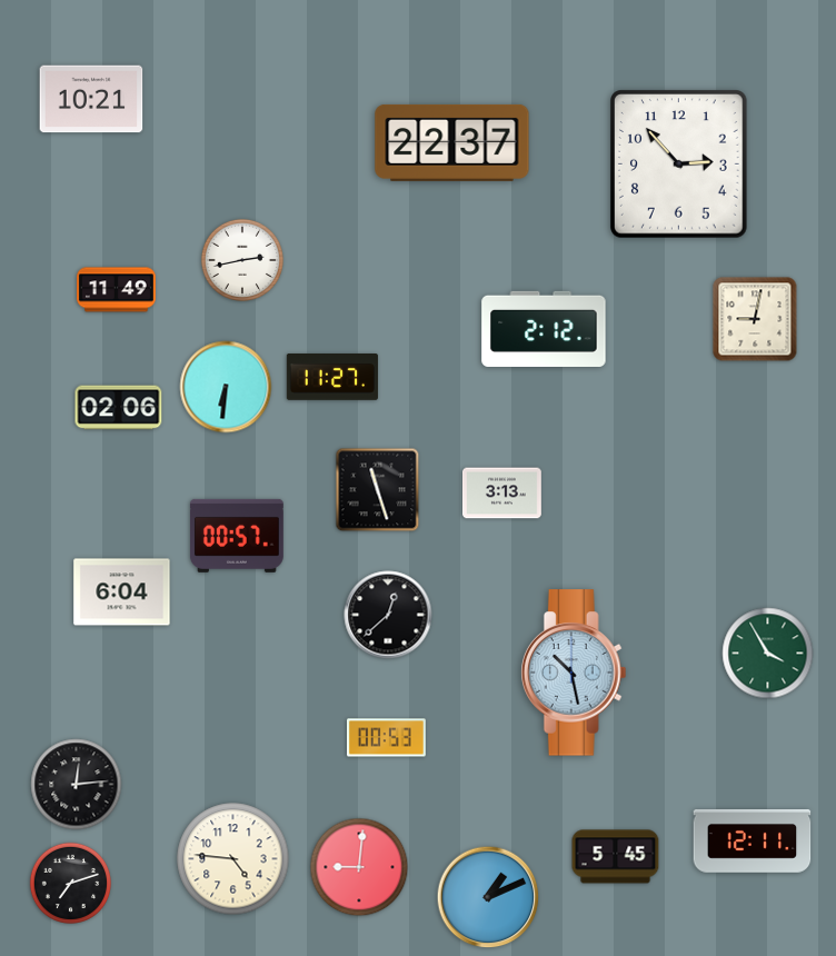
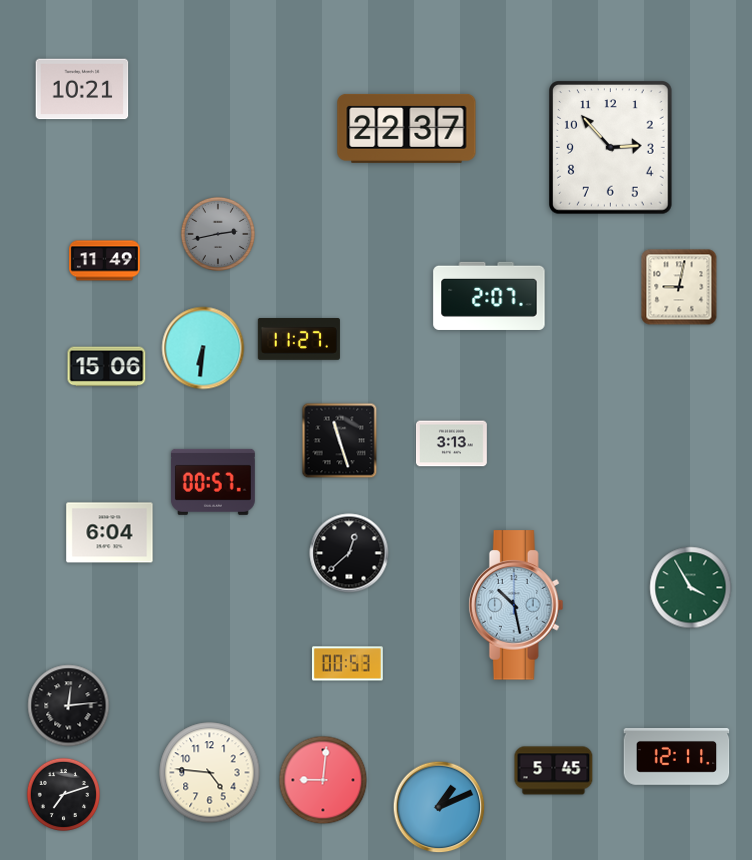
clock at (242, 260) dial: white -> grey
clock at (544, 329): 2:12 -> 2:07
clock at (119, 408): 02:06 -> 15:06
